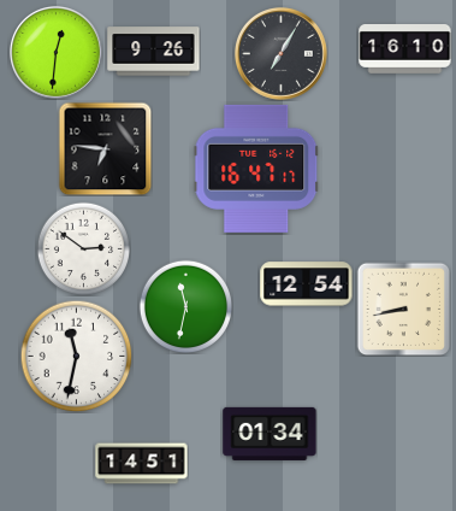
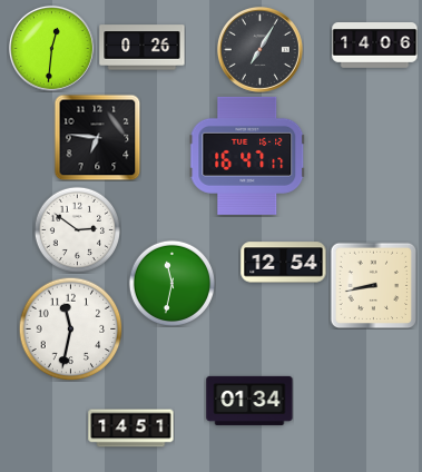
clock at (405, 49): 16:10 -> 14:06
clock at (154, 52): 9:26 -> 0:26
clock at (256, 169) position: (256, 169) -> (247, 156)
